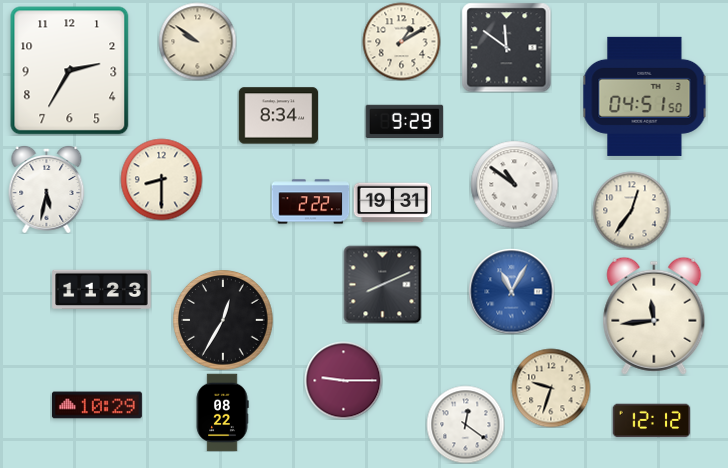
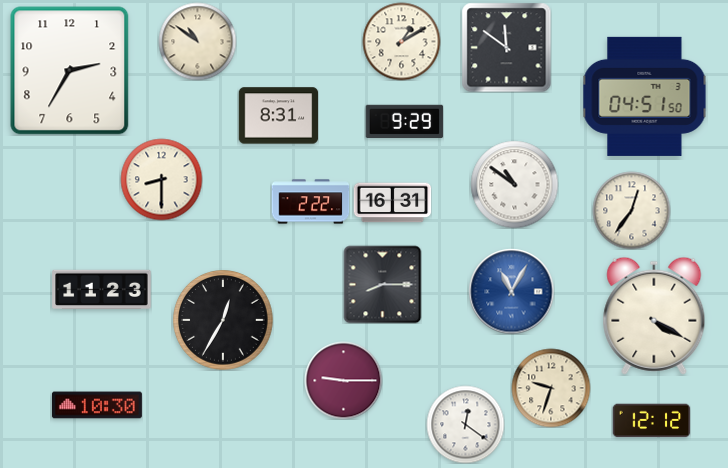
clock at (197, 41): 9:51 -> 10:51
clock at (278, 116): 8:34 -> 8:31
clock at (47, 189): 5:32 -> none
clock at (392, 203): 19:31 -> 16:31
clock at (382, 284): 8:11 -> 8:15
clock at (654, 316): 11:44 -> 4:20
clock at (97, 405): 10:29 -> 10:30
clock at (222, 412): 08:22 -> none
